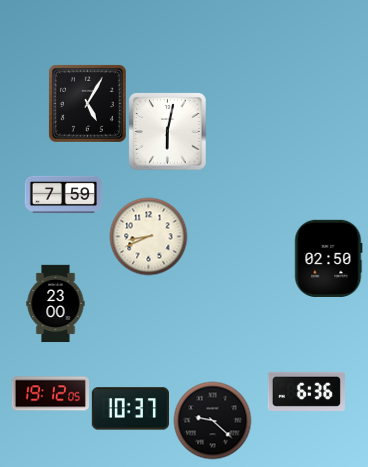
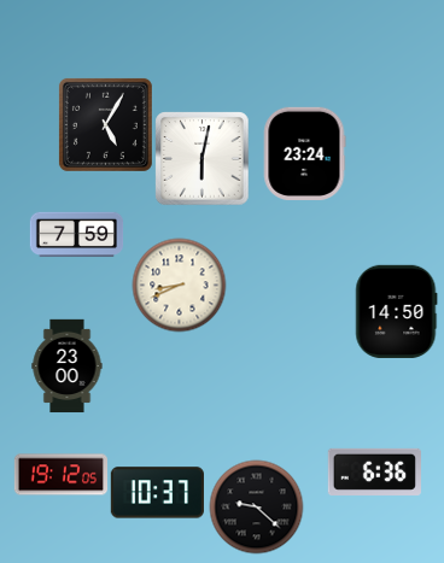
clock at (304, 153): none -> 23:24
clock at (329, 258): 02:50 -> 14:50
clock at (306, 391) position: (306, 391) -> (374, 471)
